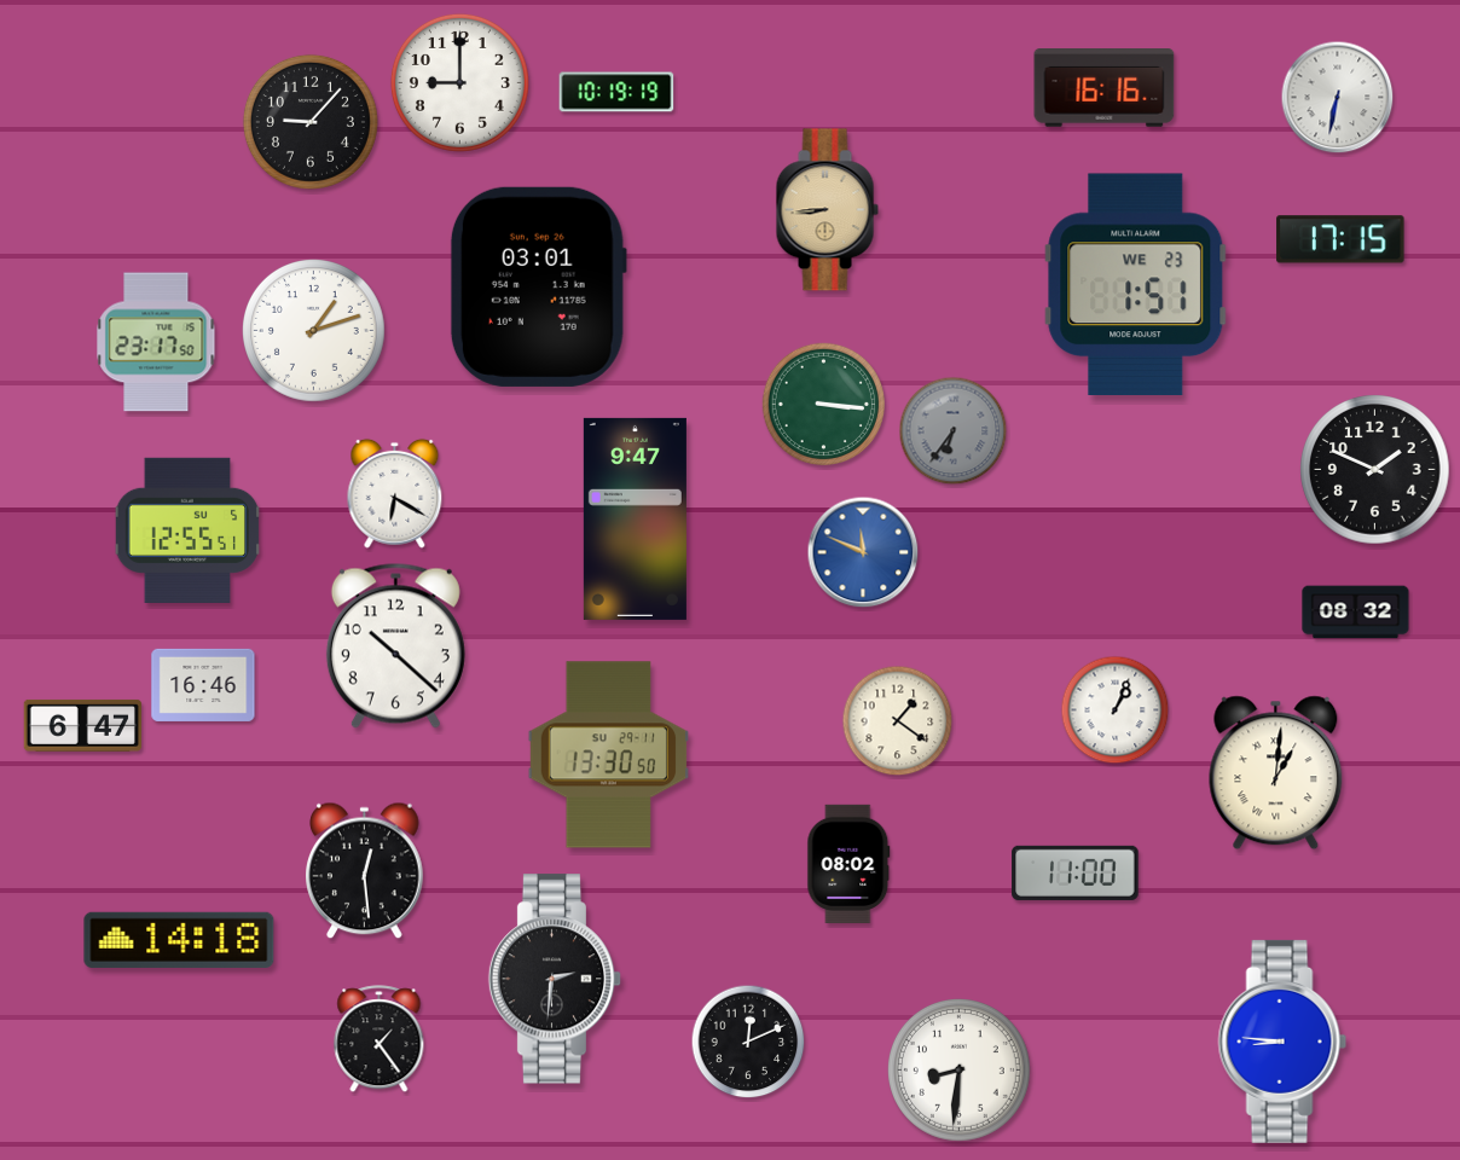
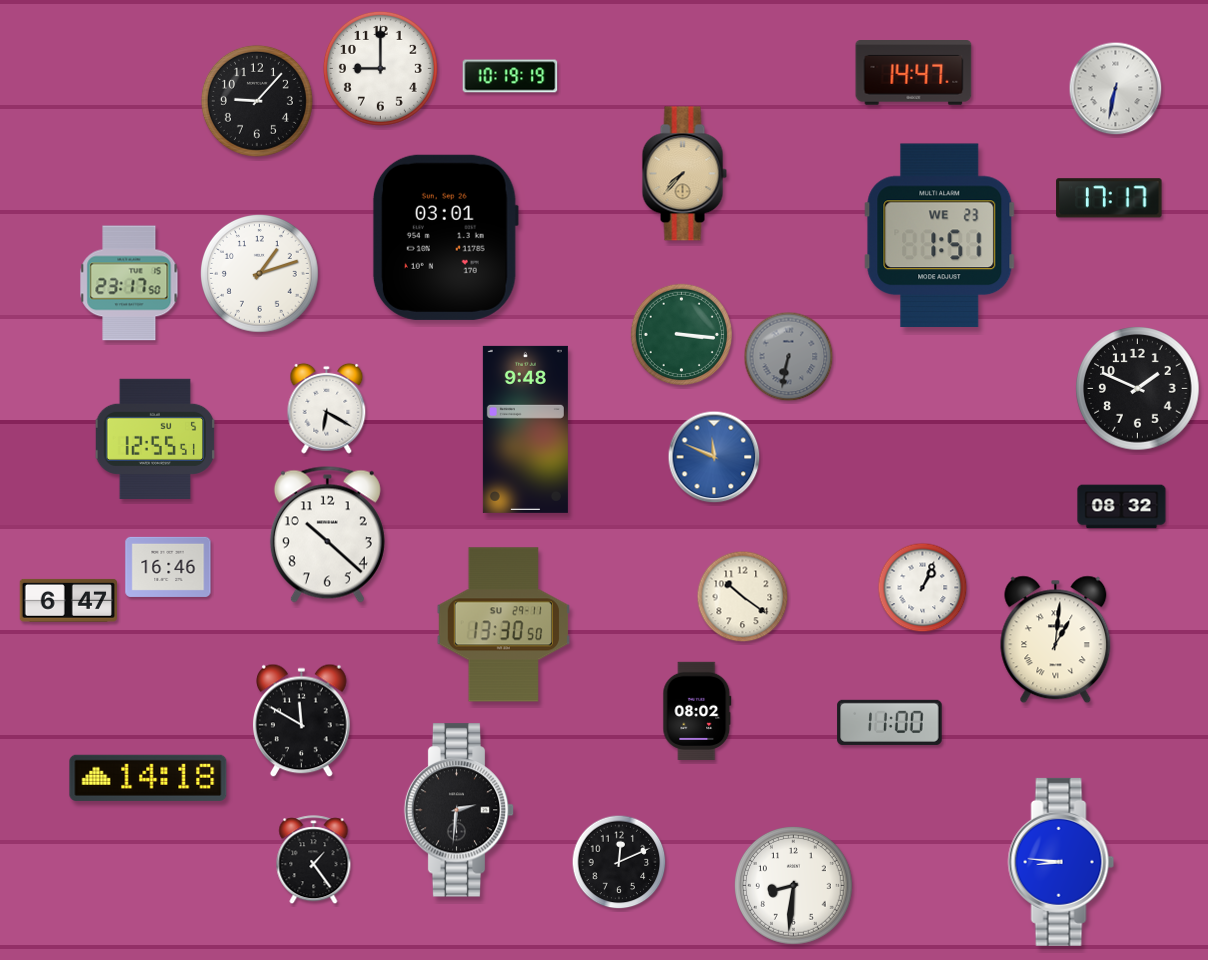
clock at (1105, 88): 16:16 -> 14:47
clock at (1338, 98) position: (1338, 98) -> (1116, 89)
clock at (827, 210): 8:44 -> 7:37
clock at (1340, 239): 17:15 -> 17:17
clock at (954, 431): 6:36 -> 6:32
clock at (635, 518): 9:47 -> 9:48
clock at (898, 721): 1:21 -> 10:21
clock at (848, 864) position: (848, 864) -> (697, 711)
clock at (365, 871): 12:29 -> 11:50
